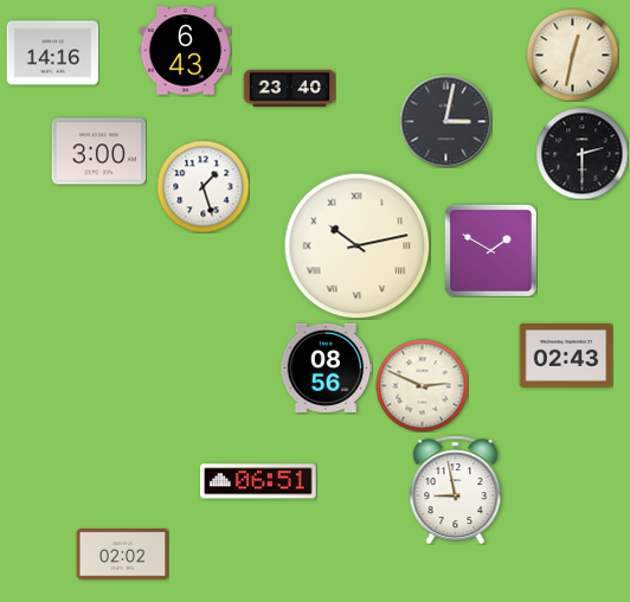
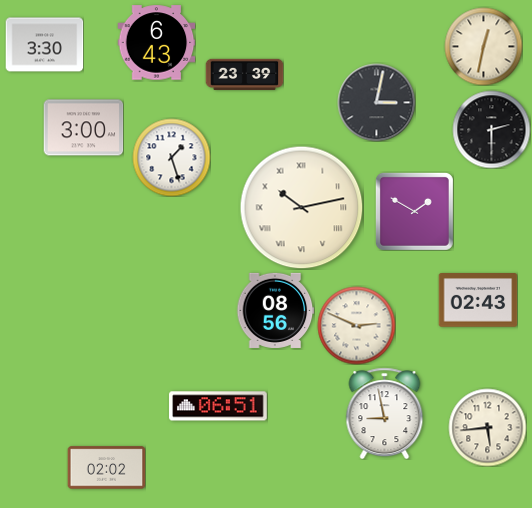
clock at (52, 53): 14:16 -> 3:30
clock at (289, 88): 23:40 -> 23:39
clock at (487, 427): none -> 5:44
clock at (122, 555) position: (122, 555) -> (106, 468)
